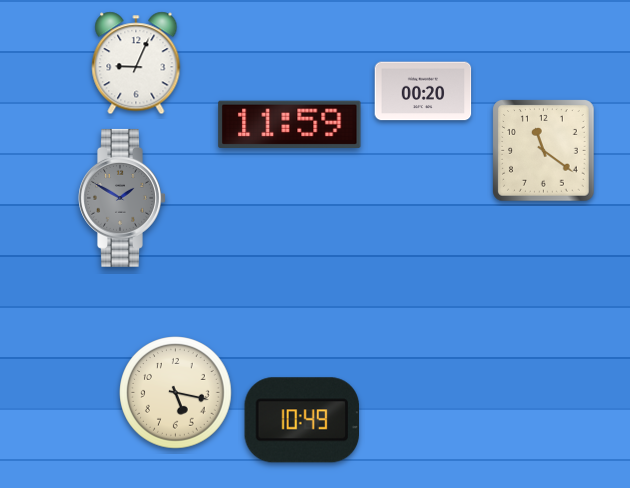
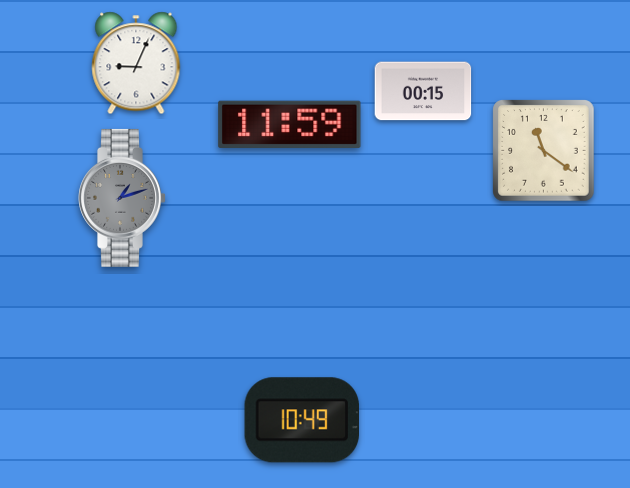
clock at (423, 91): 00:20 -> 00:15
clock at (122, 198): 1:50 -> 1:12
clock at (176, 393): 5:17 -> none
